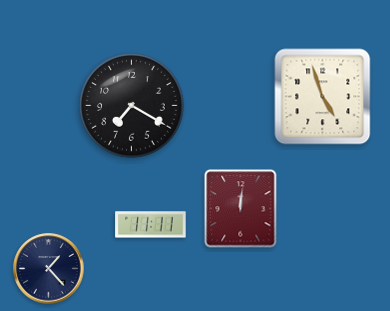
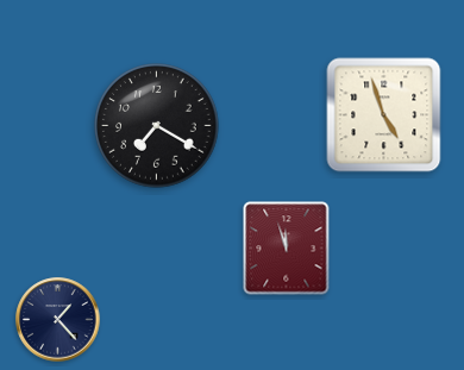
clock at (241, 209): 12:01 -> 11:57
clock at (151, 225): 11:11 -> none
